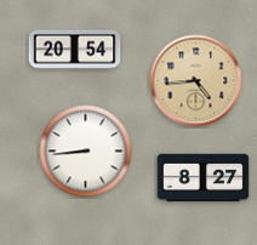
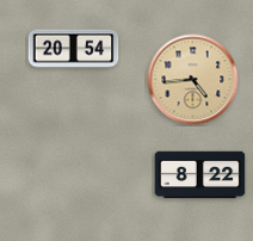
clock at (86, 152): 8:44 -> none
clock at (204, 178): 8:27 -> 8:22
